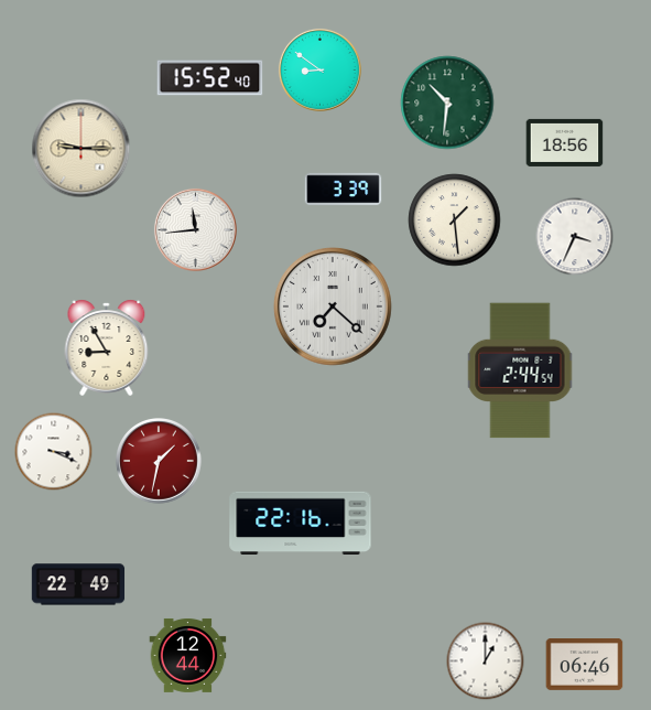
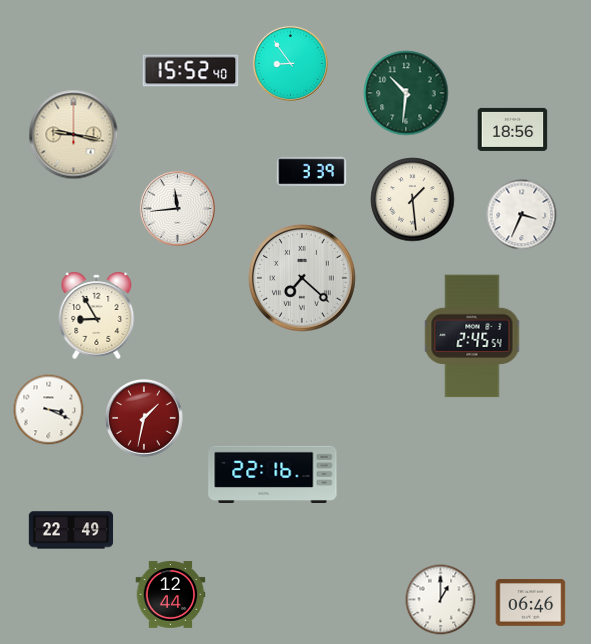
clock at (319, 69): 8:51 -> 8:54
clock at (82, 149): 9:15 -> 9:17
clock at (520, 370): 2:44 -> 2:45
